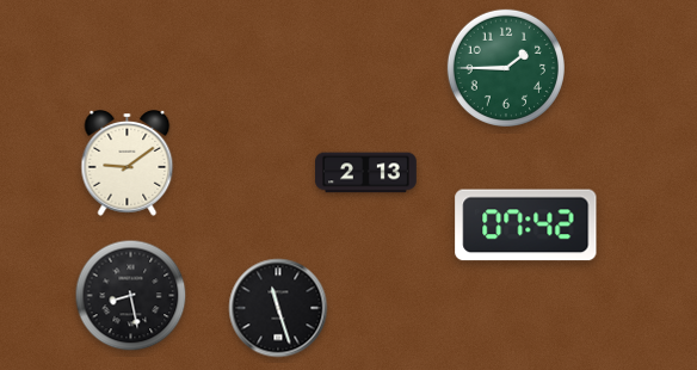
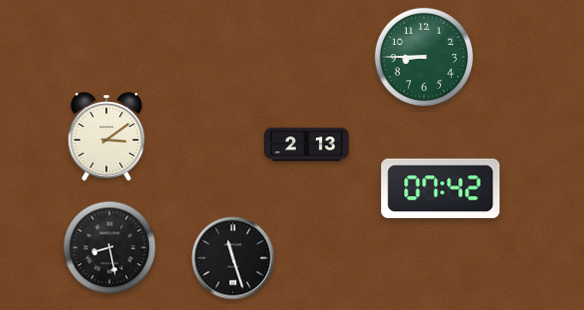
clock at (506, 68): 1:45 -> 8:45
clock at (128, 164): 9:09 -> 3:09
